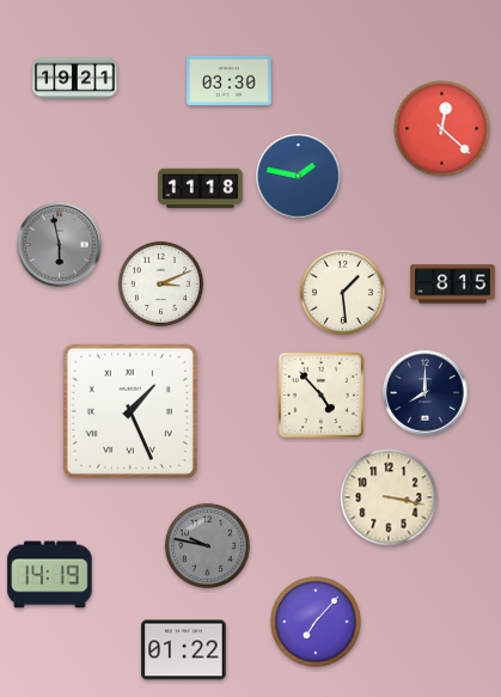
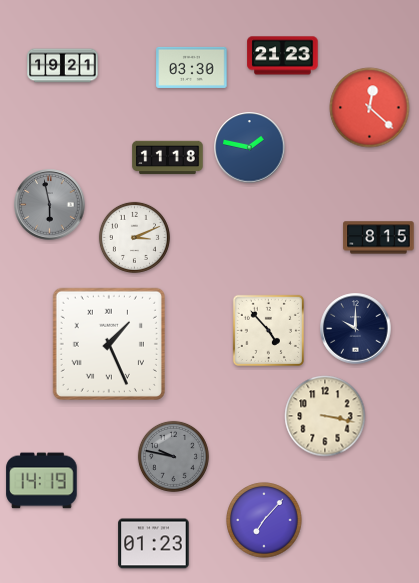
clock at (283, 56): none -> 21:23
clock at (342, 292): 1:29 -> none
clock at (426, 393): 8:00 -> 10:00
clock at (184, 650): 01:22 -> 01:23
